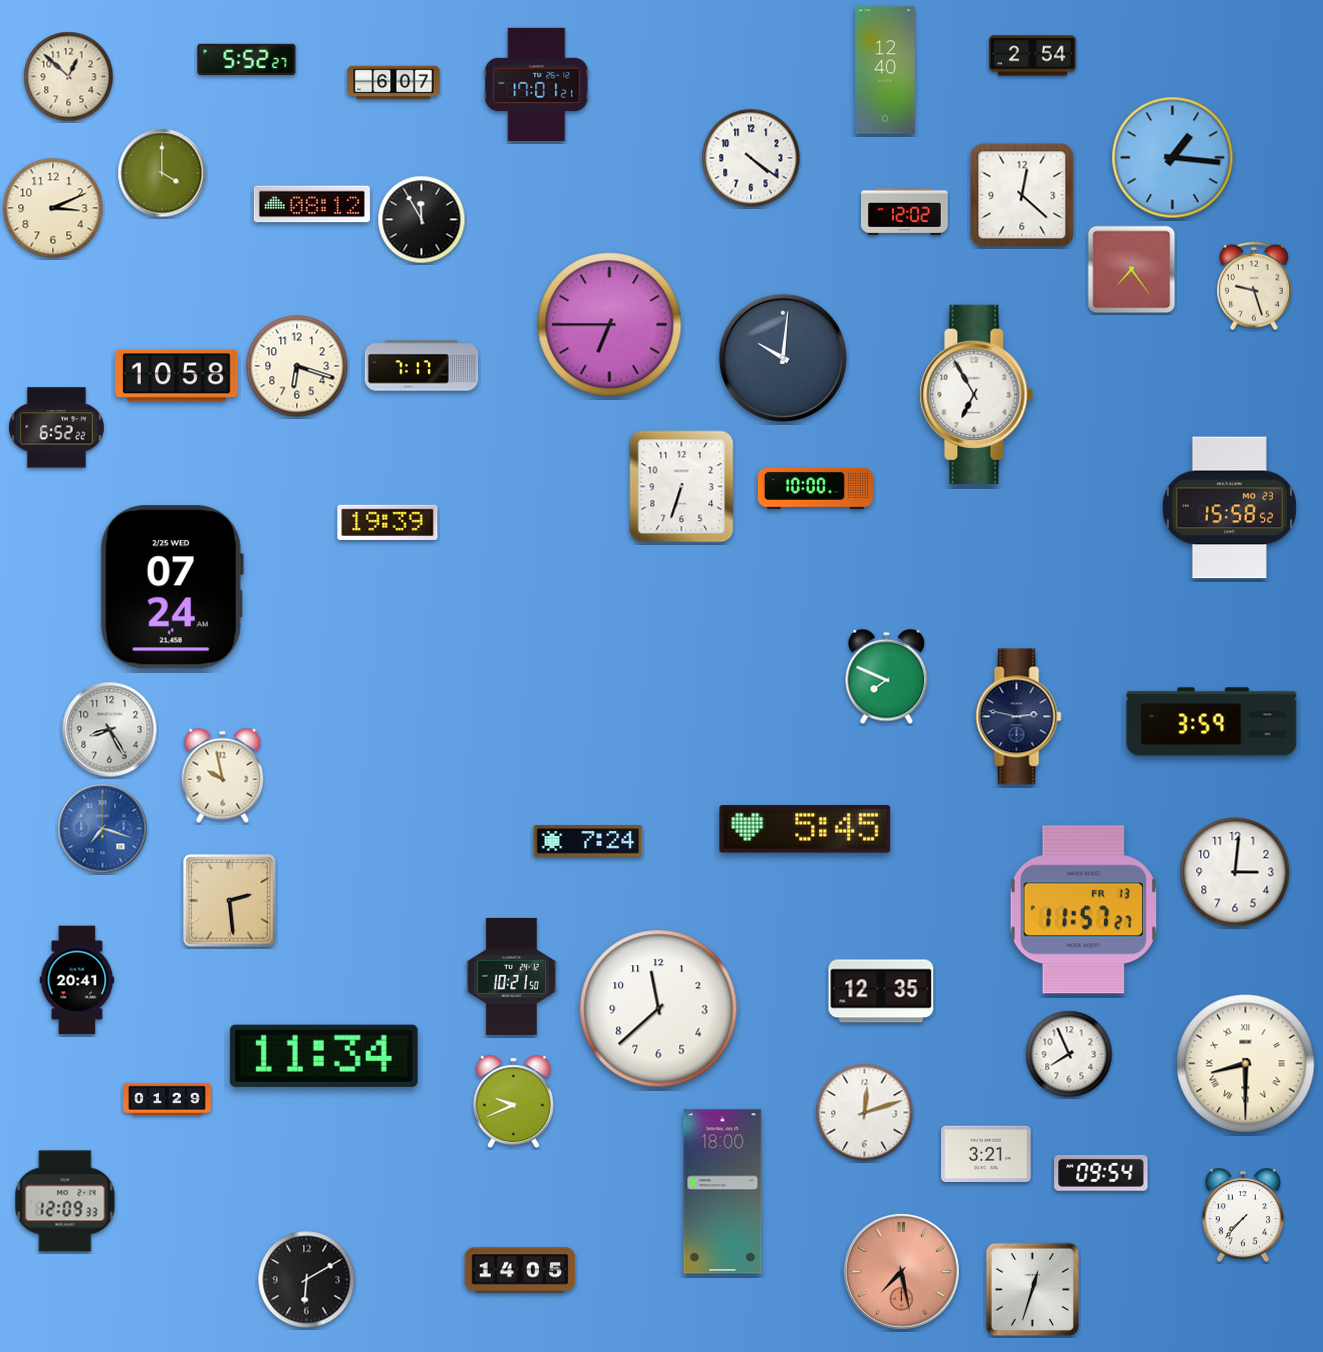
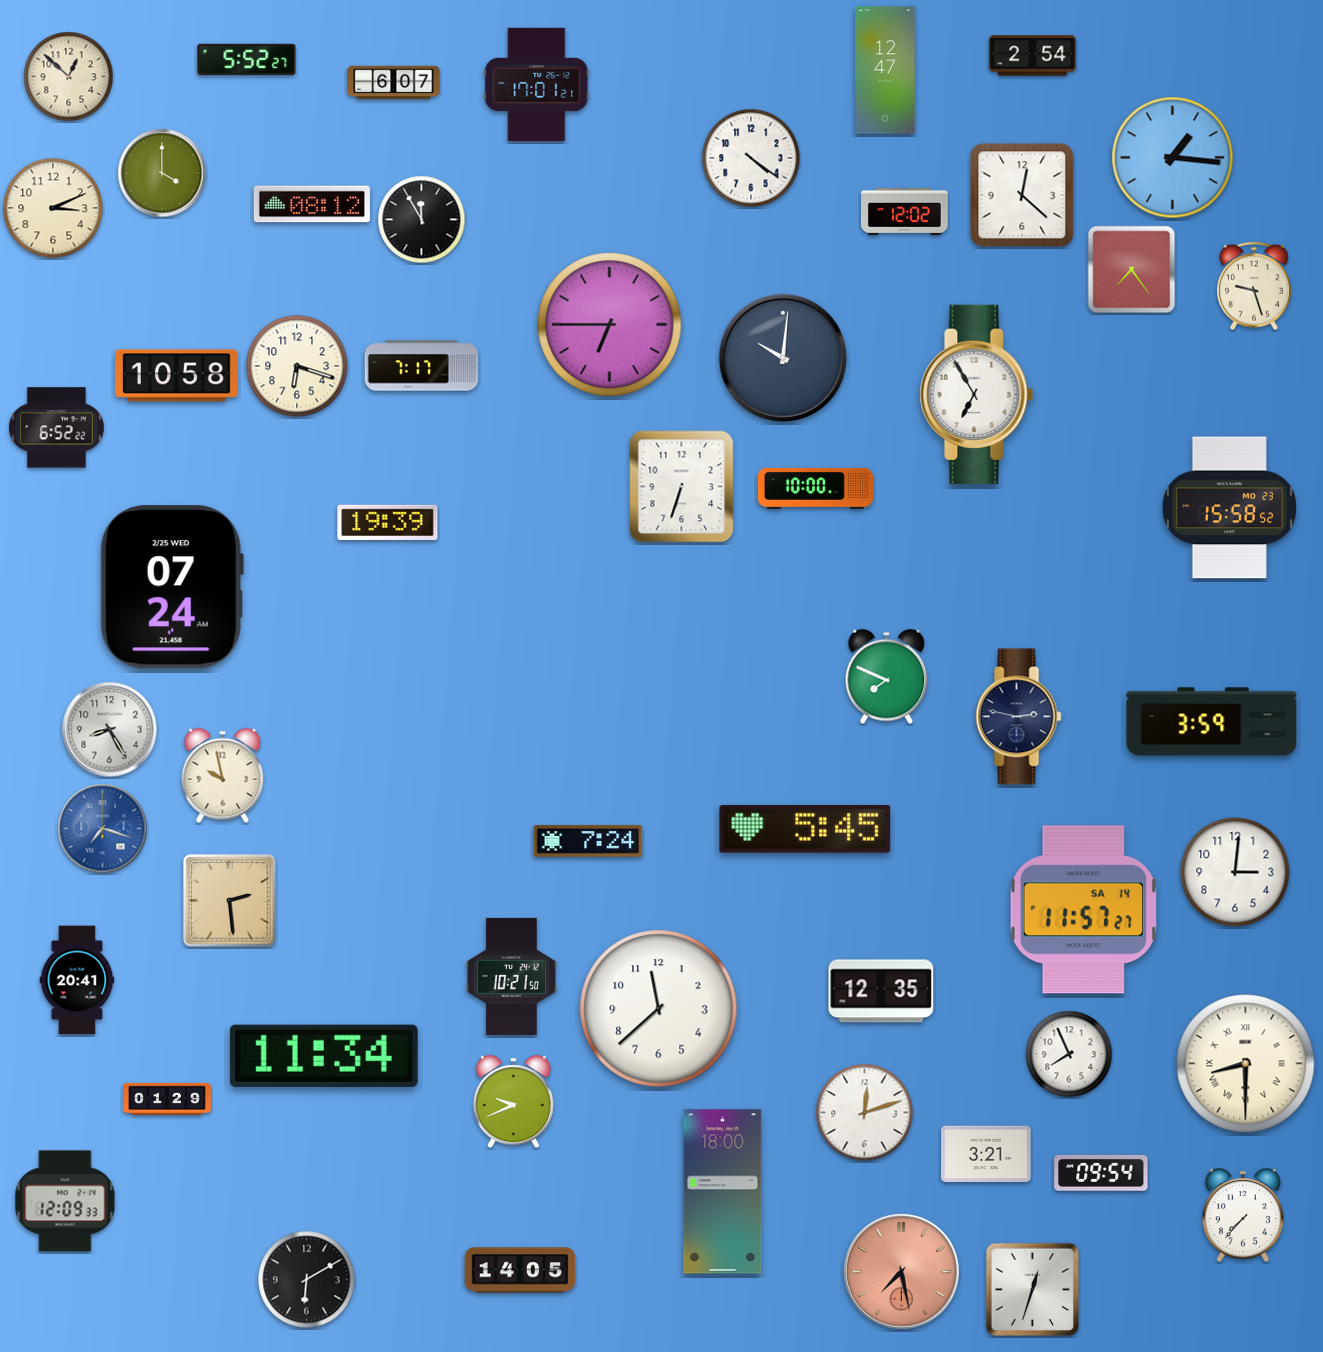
clock at (885, 70): 12:40 -> 12:47
clock at (1083, 910) date: FR 13 -> SA 14
